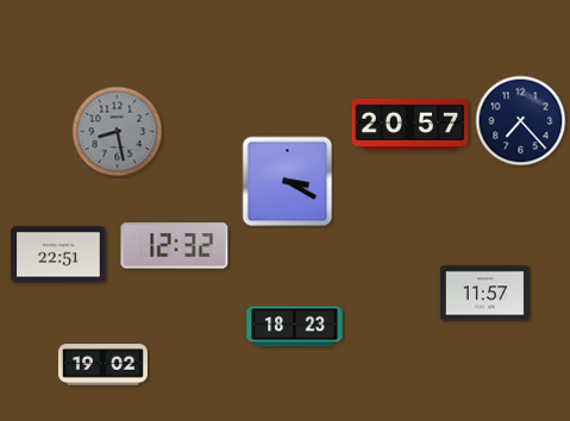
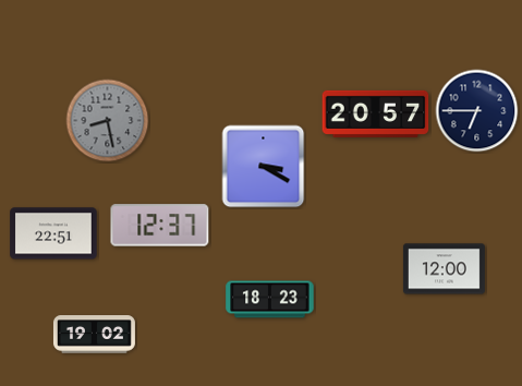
clock at (521, 121): 7:23 -> 6:45
clock at (175, 246): 12:32 -> 12:37
clock at (484, 294): 11:57 -> 12:00
